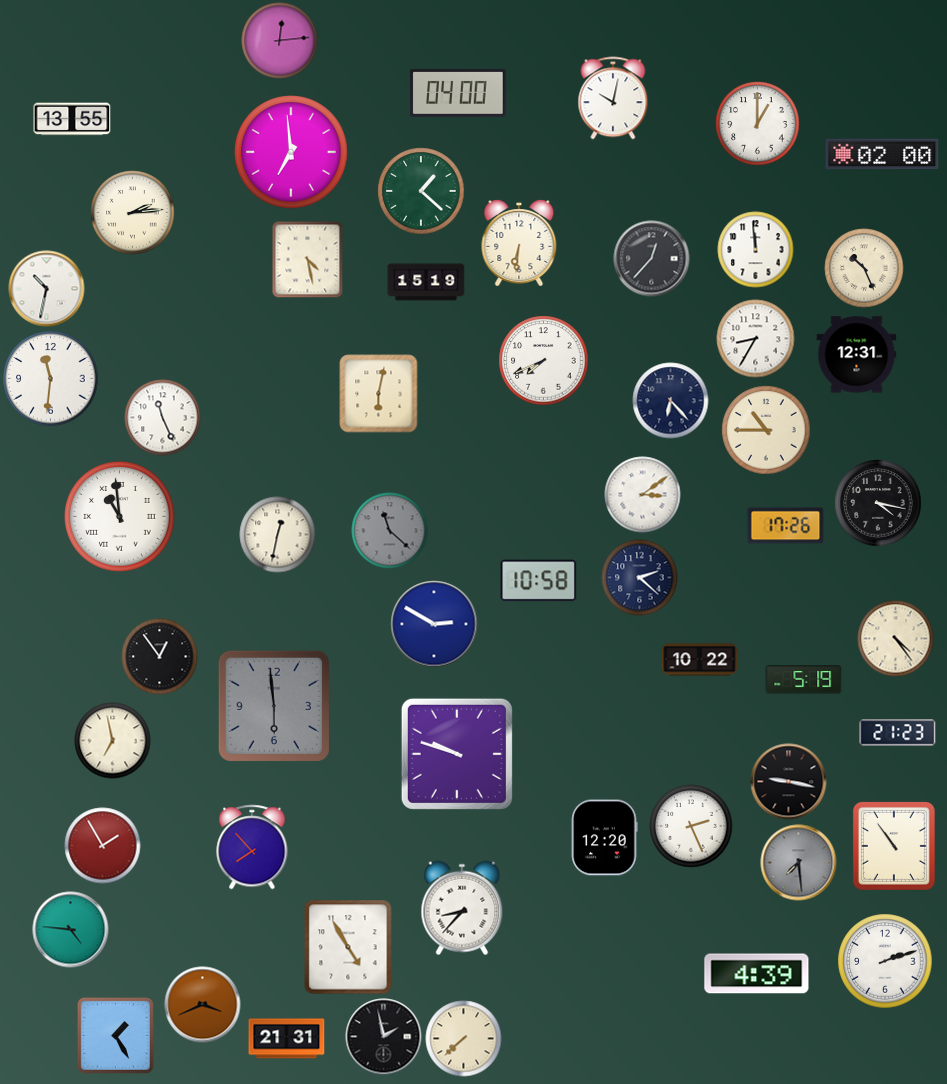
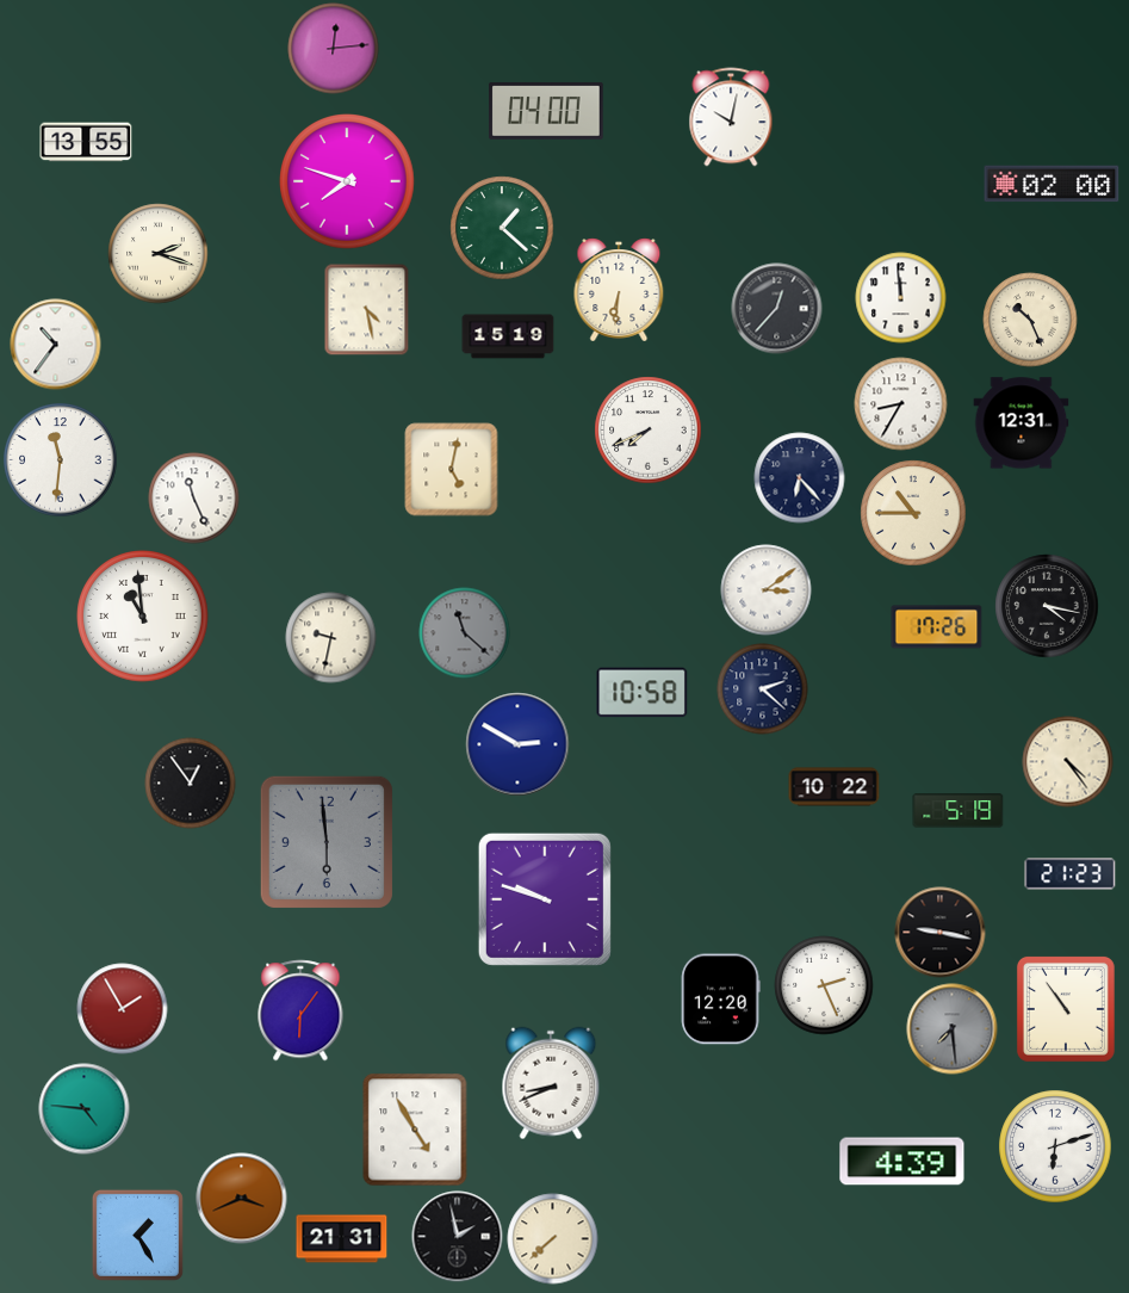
clock at (758, 124): 1:00 -> none
clock at (291, 152): 6:59 -> 7:48
clock at (133, 213): 2:14 -> 2:18
clock at (47, 289): 10:32 -> 10:36
clock at (51, 379) position: (51, 379) -> (61, 460)
clock at (379, 394): 6:02 -> 5:02
clock at (878, 503) position: (878, 503) -> (1047, 606)
clock at (278, 535): 12:32 -> 9:32
clock at (113, 741): 6:58 -> none
clock at (252, 847): 7:53 -> 6:06
clock at (462, 908): 8:37 -> 8:41
clock at (885, 961): 2:12 -> 6:12
